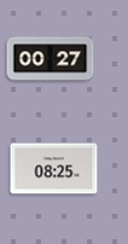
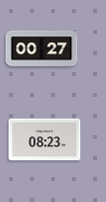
clock at (54, 169): 08:25 -> 08:23
